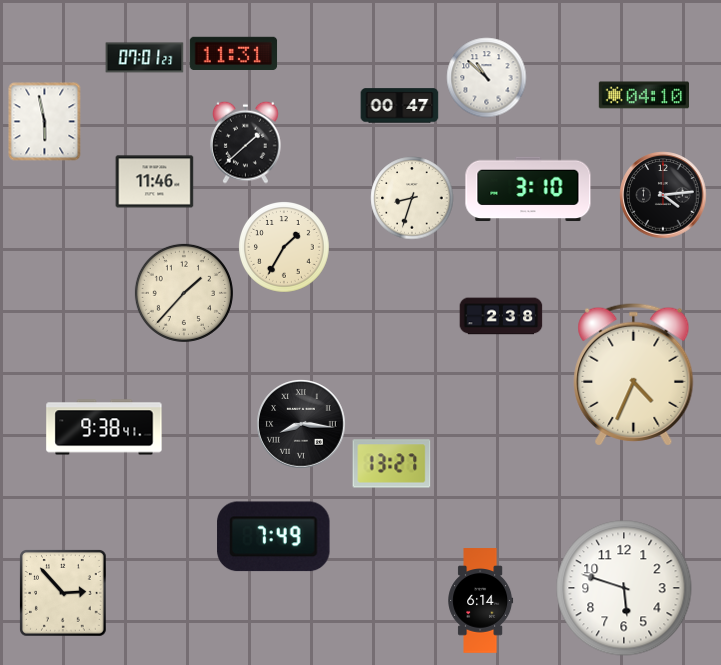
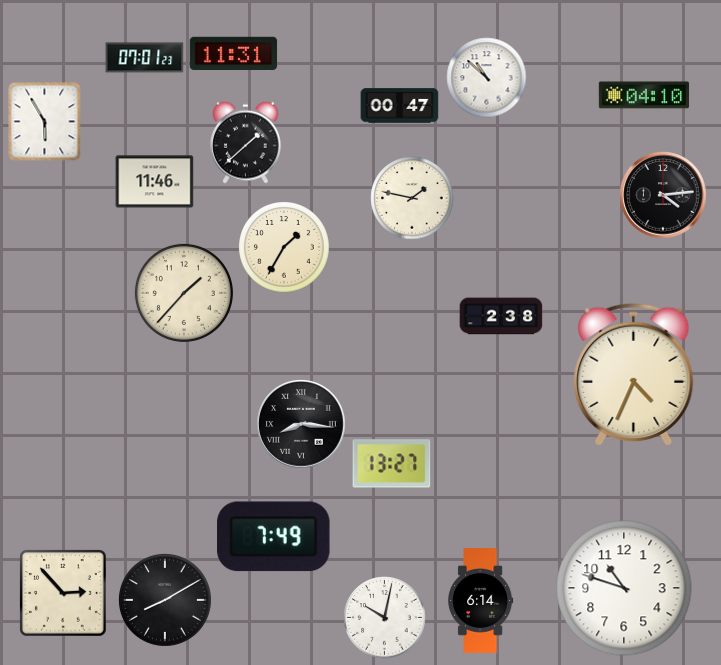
clock at (45, 121): 5:58 -> 5:55
clock at (528, 189): 3:10 -> none
clock at (412, 198): 8:33 -> 1:47
clock at (104, 427): 9:38 -> none
clock at (624, 588): 5:48 -> 10:48
clock at (165, 600): none -> 8:10
clock at (384, 617): none -> 10:02
